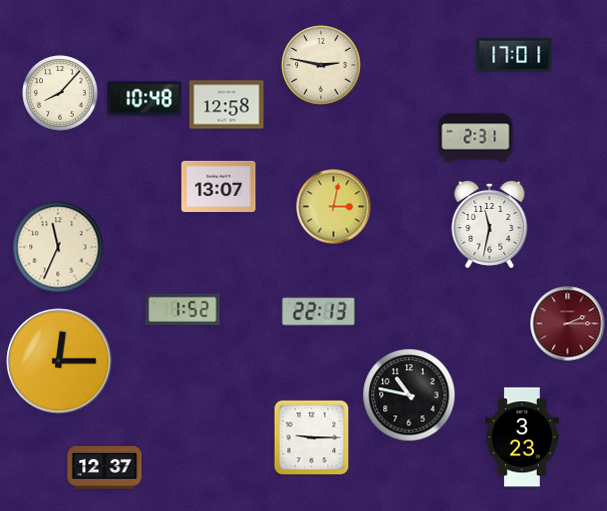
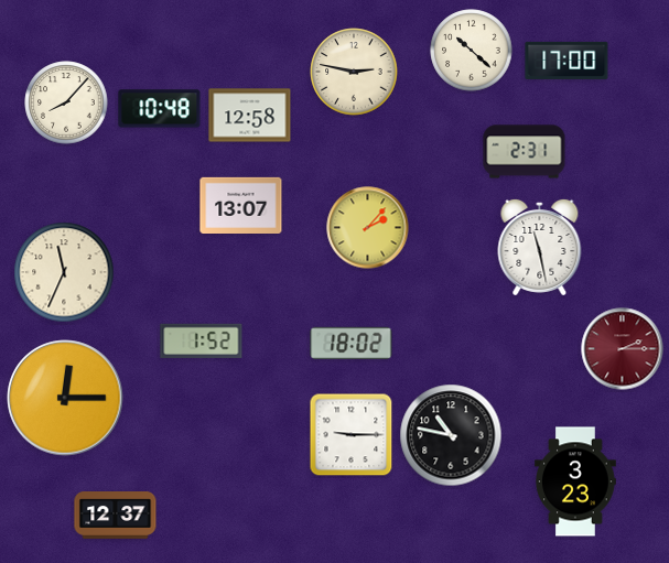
clock at (472, 51): none -> 10:22
clock at (514, 55): 17:01 -> 17:00
clock at (334, 207): 3:02 -> 2:07
clock at (490, 224): 11:32 -> 11:28
clock at (319, 311): 22:13 -> 18:02
clock at (568, 324) position: (568, 324) -> (623, 349)
clock at (312, 438) position: (312, 438) -> (352, 435)
